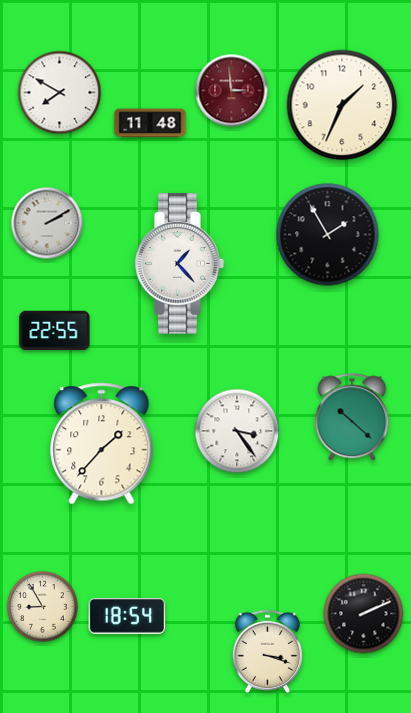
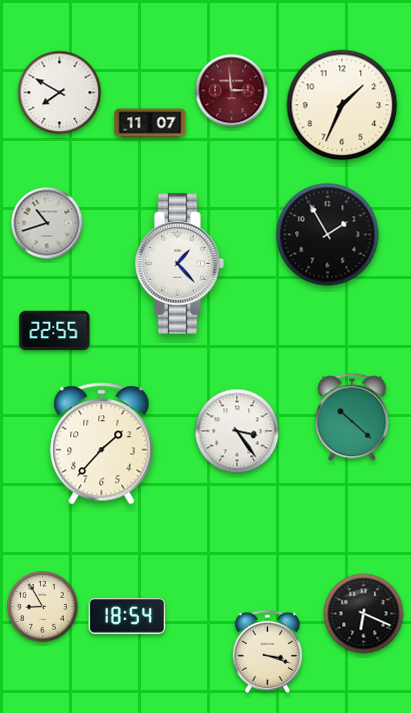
clock at (150, 123): 11:48 -> 11:07
clock at (47, 223): 2:10 -> 10:42
clock at (364, 614): 2:11 -> 6:19
